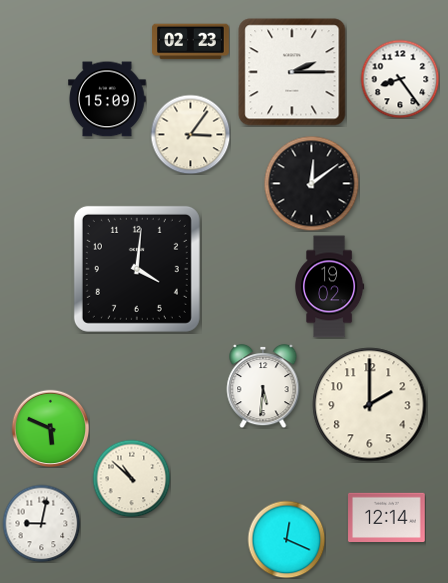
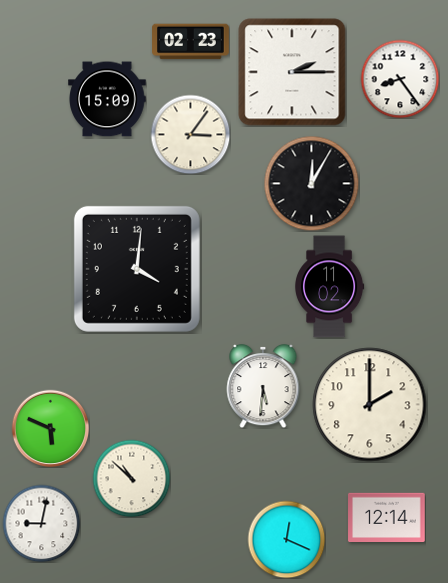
clock at (311, 183): 12:09 -> 12:05
clock at (330, 287): 19:02 -> 11:02
